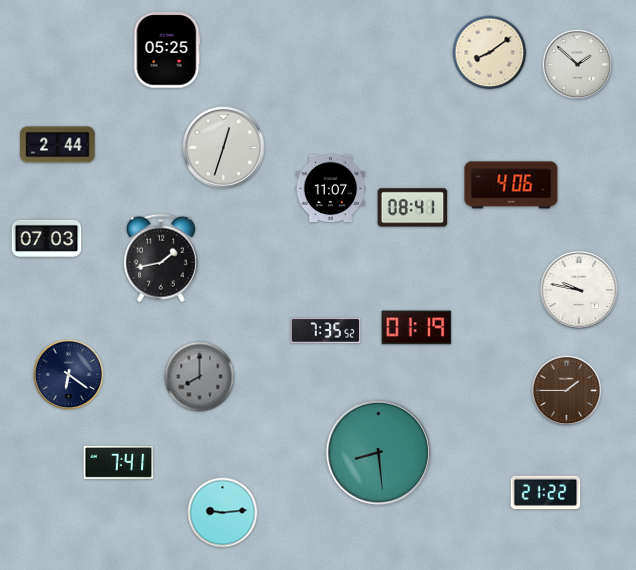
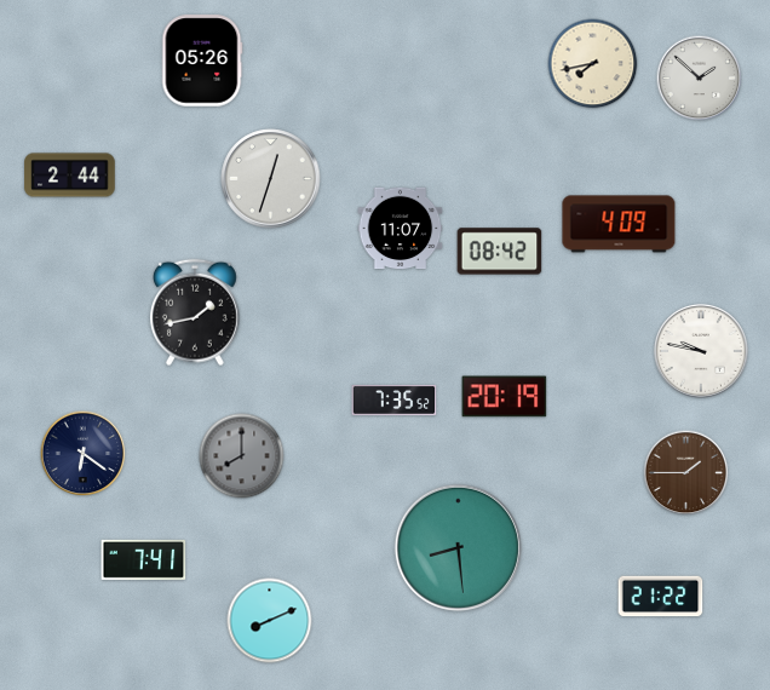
clock at (167, 50): 05:25 -> 05:26
clock at (490, 53): 8:09 -> 7:43
clock at (511, 185): 4:06 -> 4:09
clock at (413, 208): 08:41 -> 08:42
clock at (47, 238): 07:03 -> none
clock at (417, 328): 01:19 -> 20:19
clock at (223, 513): 9:14 -> 8:11
